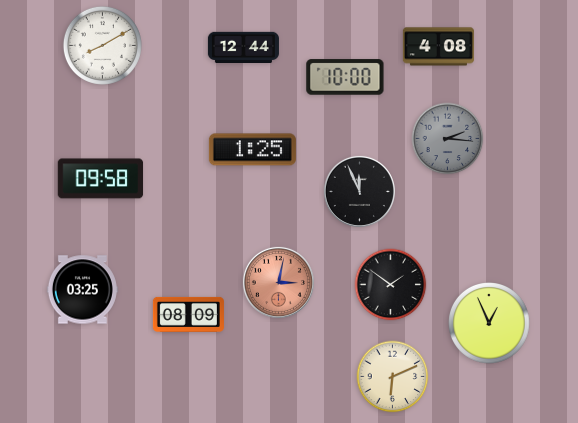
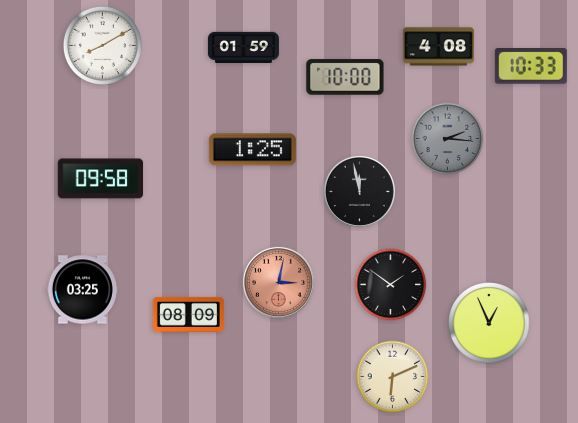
clock at (243, 47): 12:44 -> 01:59
clock at (531, 66): none -> 10:33
clock at (359, 191): 11:56 -> 11:58
